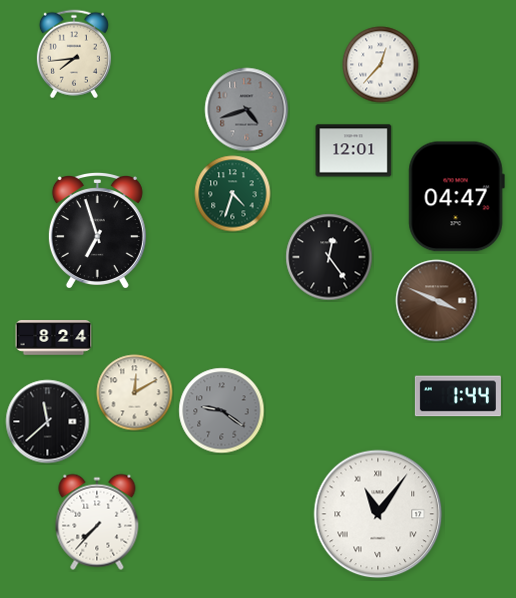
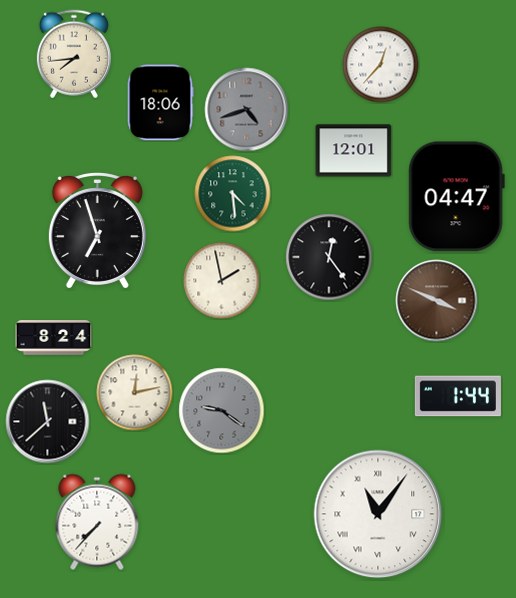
clock at (160, 103): none -> 18:06
clock at (233, 194): 4:33 -> 4:29
clock at (222, 281): none -> 1:58
clock at (135, 393): 12:10 -> 12:13
